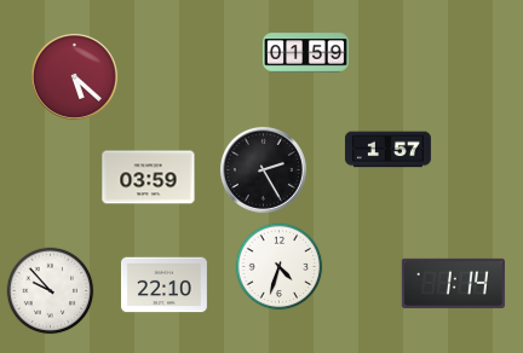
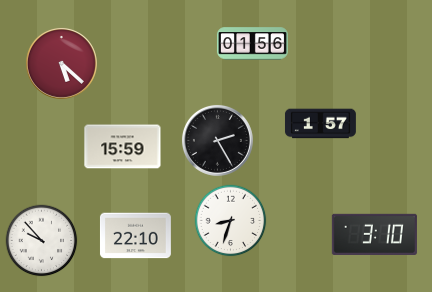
clock at (305, 53): 01:59 -> 01:56
clock at (149, 178): 03:59 -> 15:59
clock at (280, 267): 4:33 -> 8:33
clock at (453, 283): 1:14 -> 3:10
